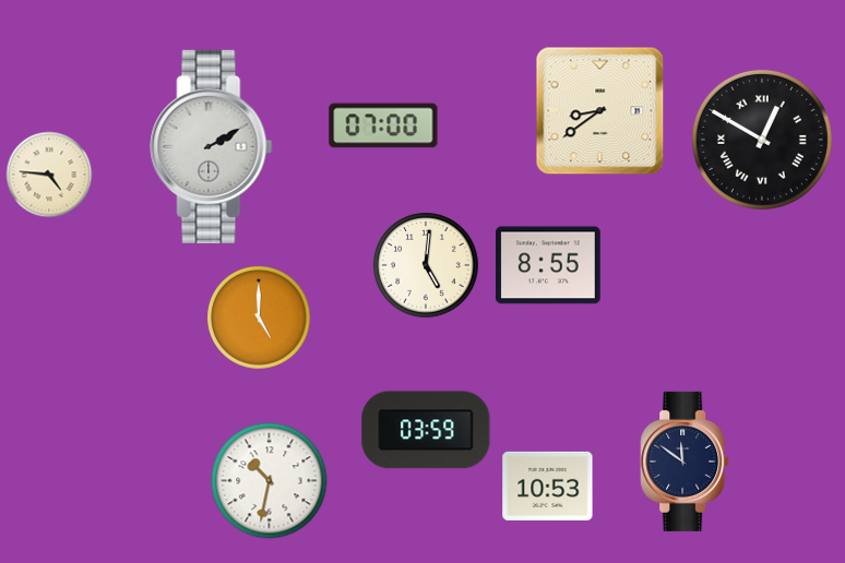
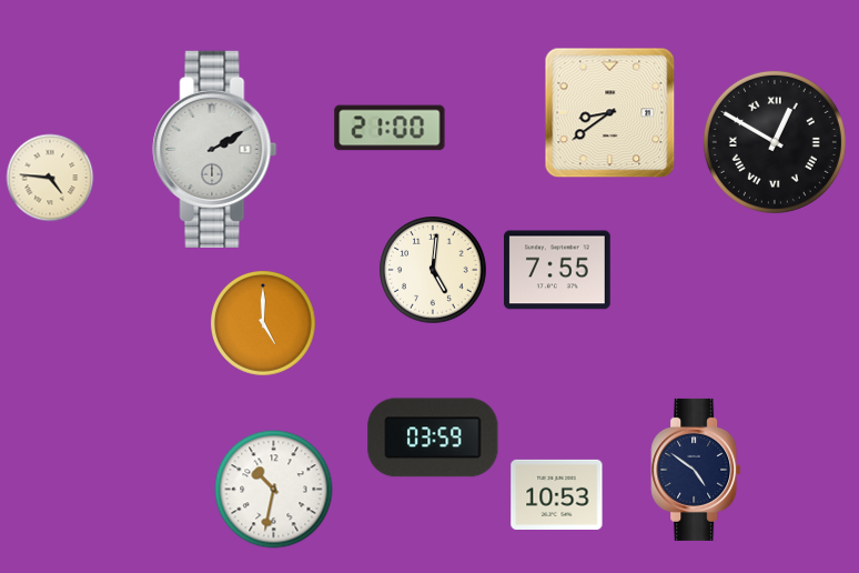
clock at (383, 125): 07:00 -> 21:00
clock at (549, 265): 8:55 -> 7:55
clock at (685, 462): 11:51 -> 4:51
